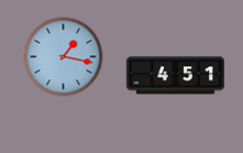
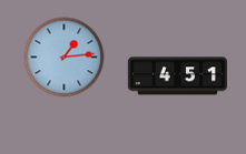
clock at (64, 57): 1:17 -> 1:14
